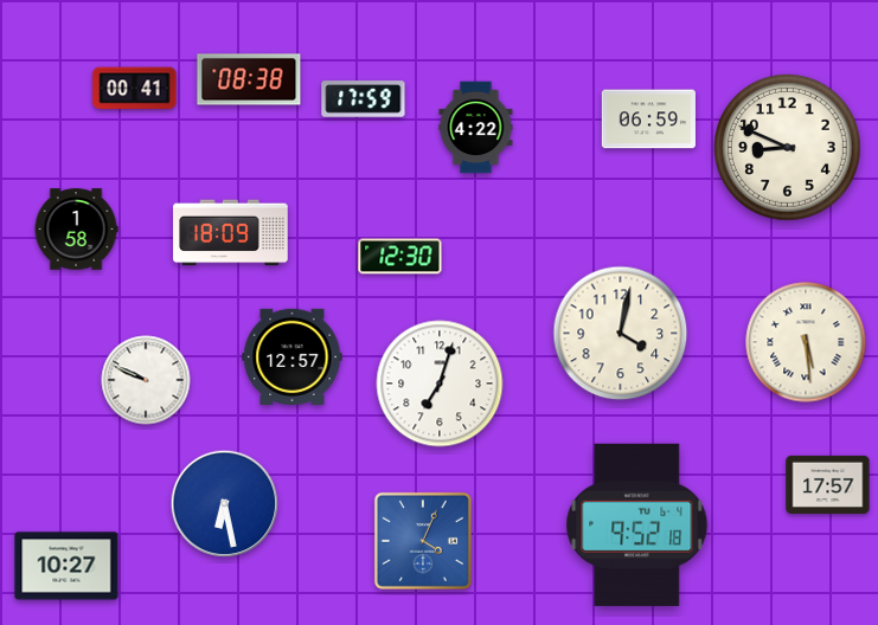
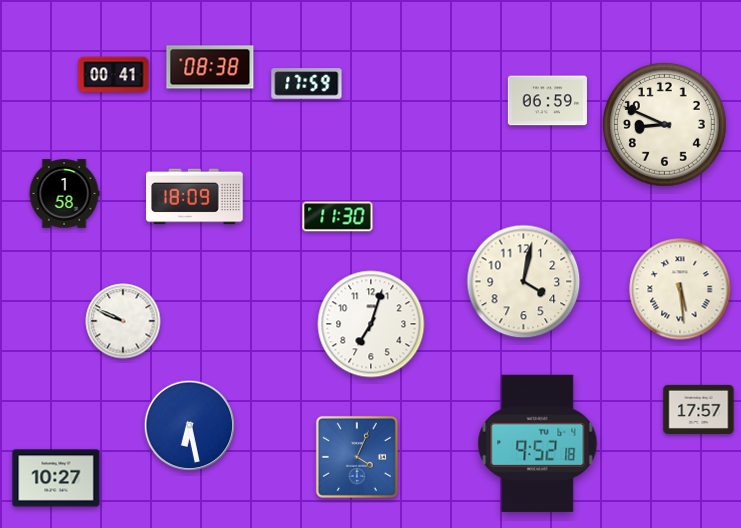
clock at (476, 128): 4:22 -> none
clock at (400, 257): 12:30 -> 11:30
clock at (293, 356): 12:57 -> none
